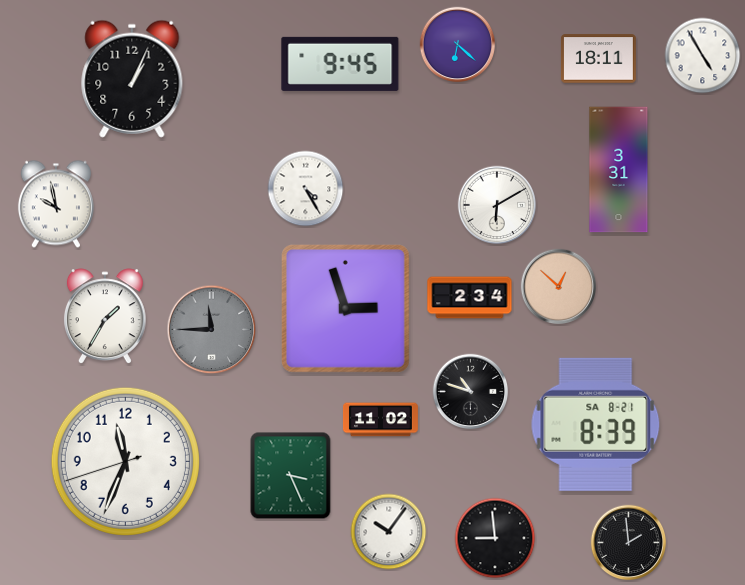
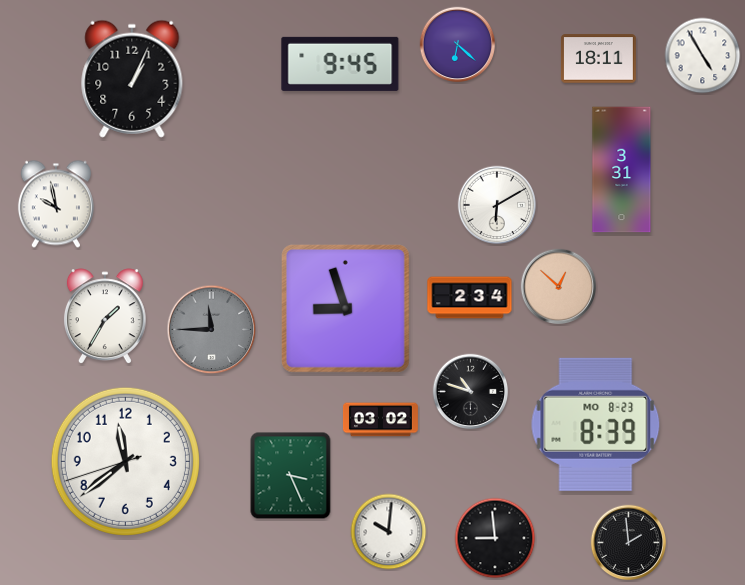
clock at (619, 170) position: (619, 170) -> (622, 170)
clock at (306, 189): 4:25 -> none
clock at (345, 308): 2:57 -> 8:57
clock at (381, 420): 11:02 -> 03:02
clock at (596, 424) date: SA 8-21 -> MO 8-23
clock at (125, 461): 11:33 -> 11:38
clock at (389, 532): 10:06 -> 10:01
